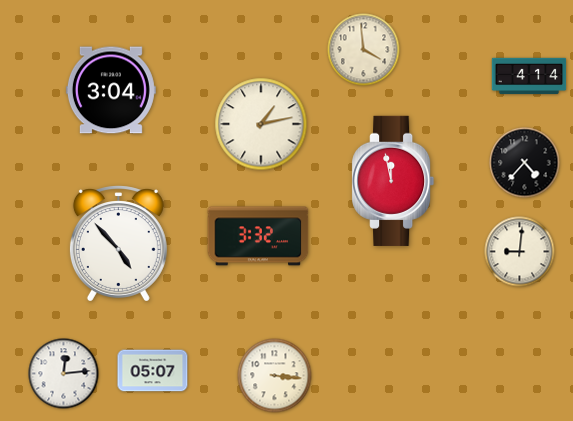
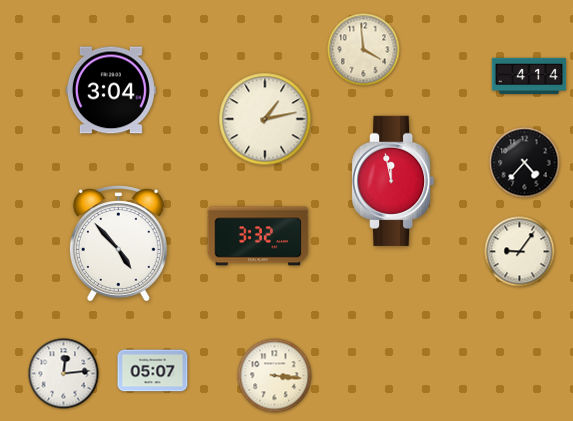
clock at (261, 124) position: (261, 124) -> (265, 119)
clock at (520, 252): 9:01 -> 9:06
